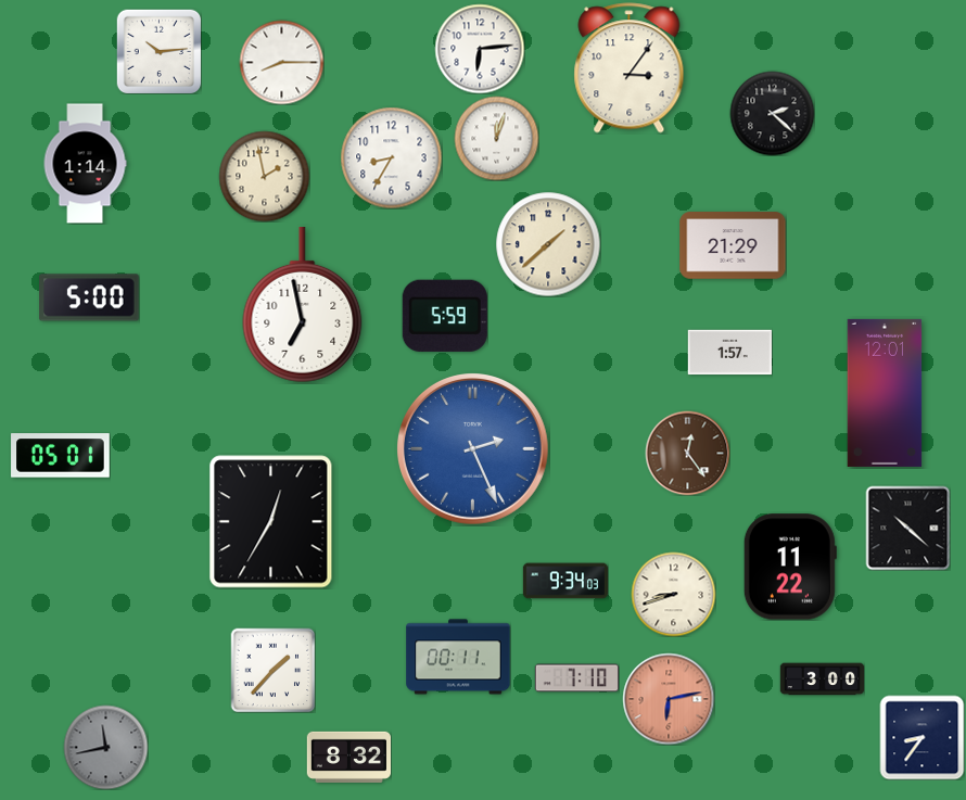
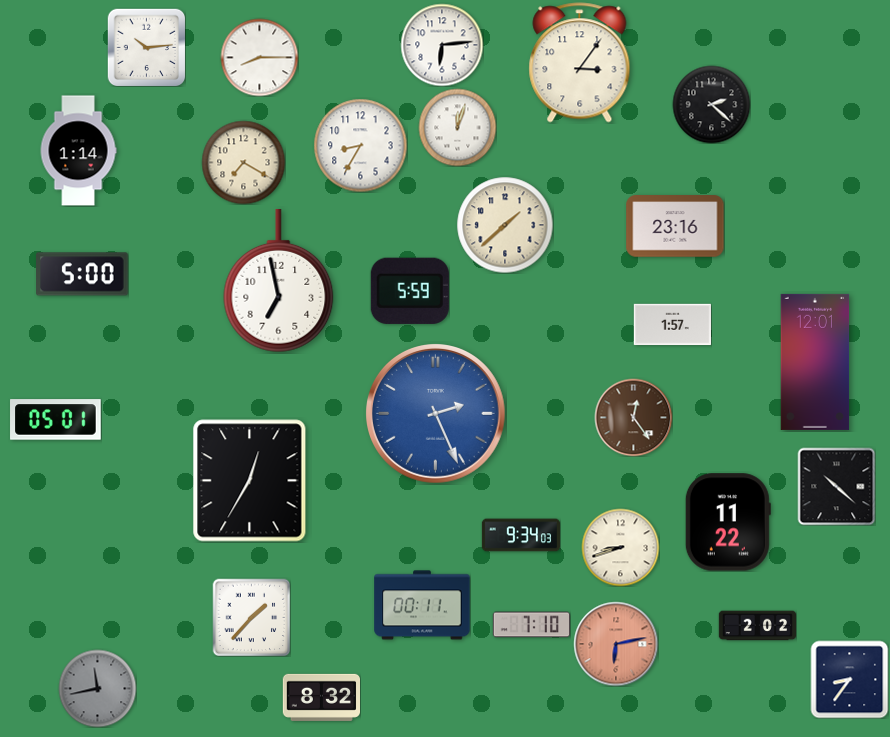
clock at (264, 176): 1:58 -> 7:20
clock at (733, 245): 21:29 -> 23:16
clock at (822, 680): 3:00 -> 2:02
